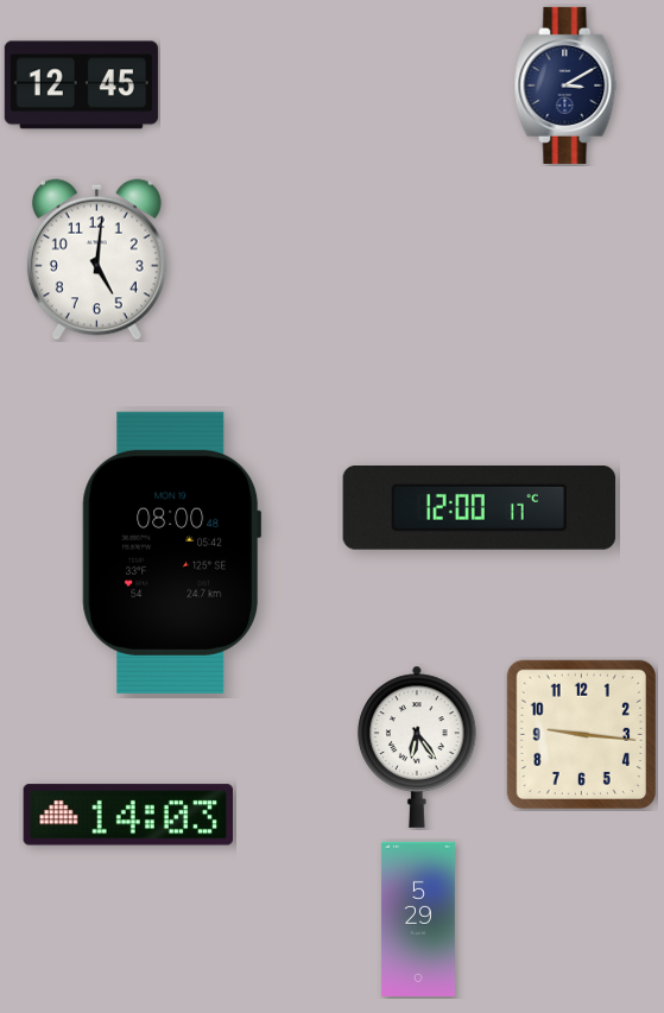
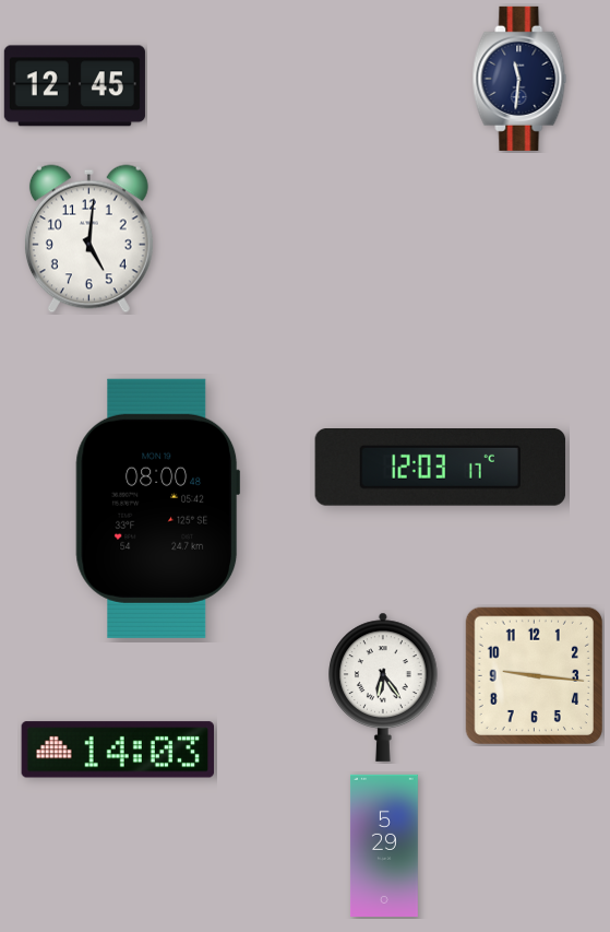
clock at (81, 86) position: (81, 86) -> (74, 86)
clock at (565, 86): 3:10 -> 11:31
clock at (480, 508): 12:00 -> 12:03
